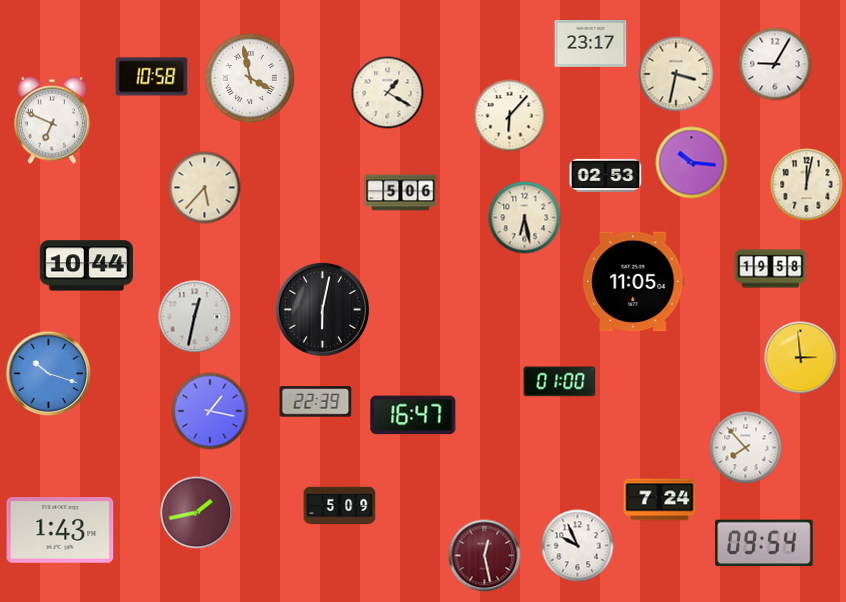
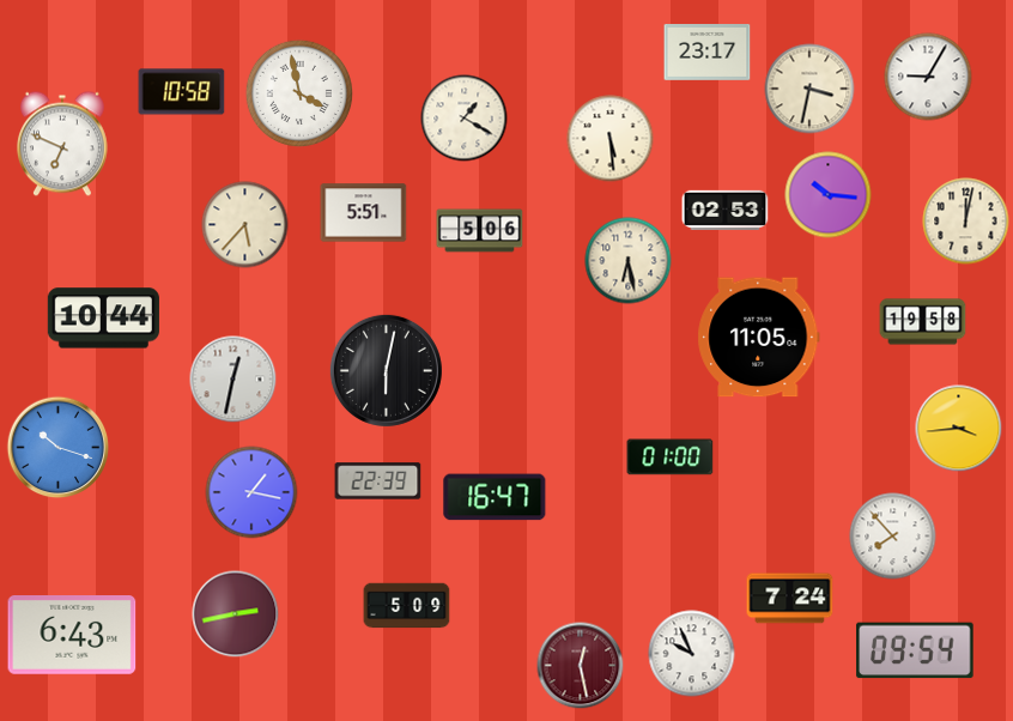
clock at (388, 93) position: (388, 93) -> (465, 119)
clock at (510, 116): 6:07 -> 5:29
clock at (364, 213): none -> 5:51
clock at (801, 358): 2:59 -> 3:44
clock at (197, 513): 1:43 -> 2:43
clock at (60, 531): 1:43 -> 6:43
